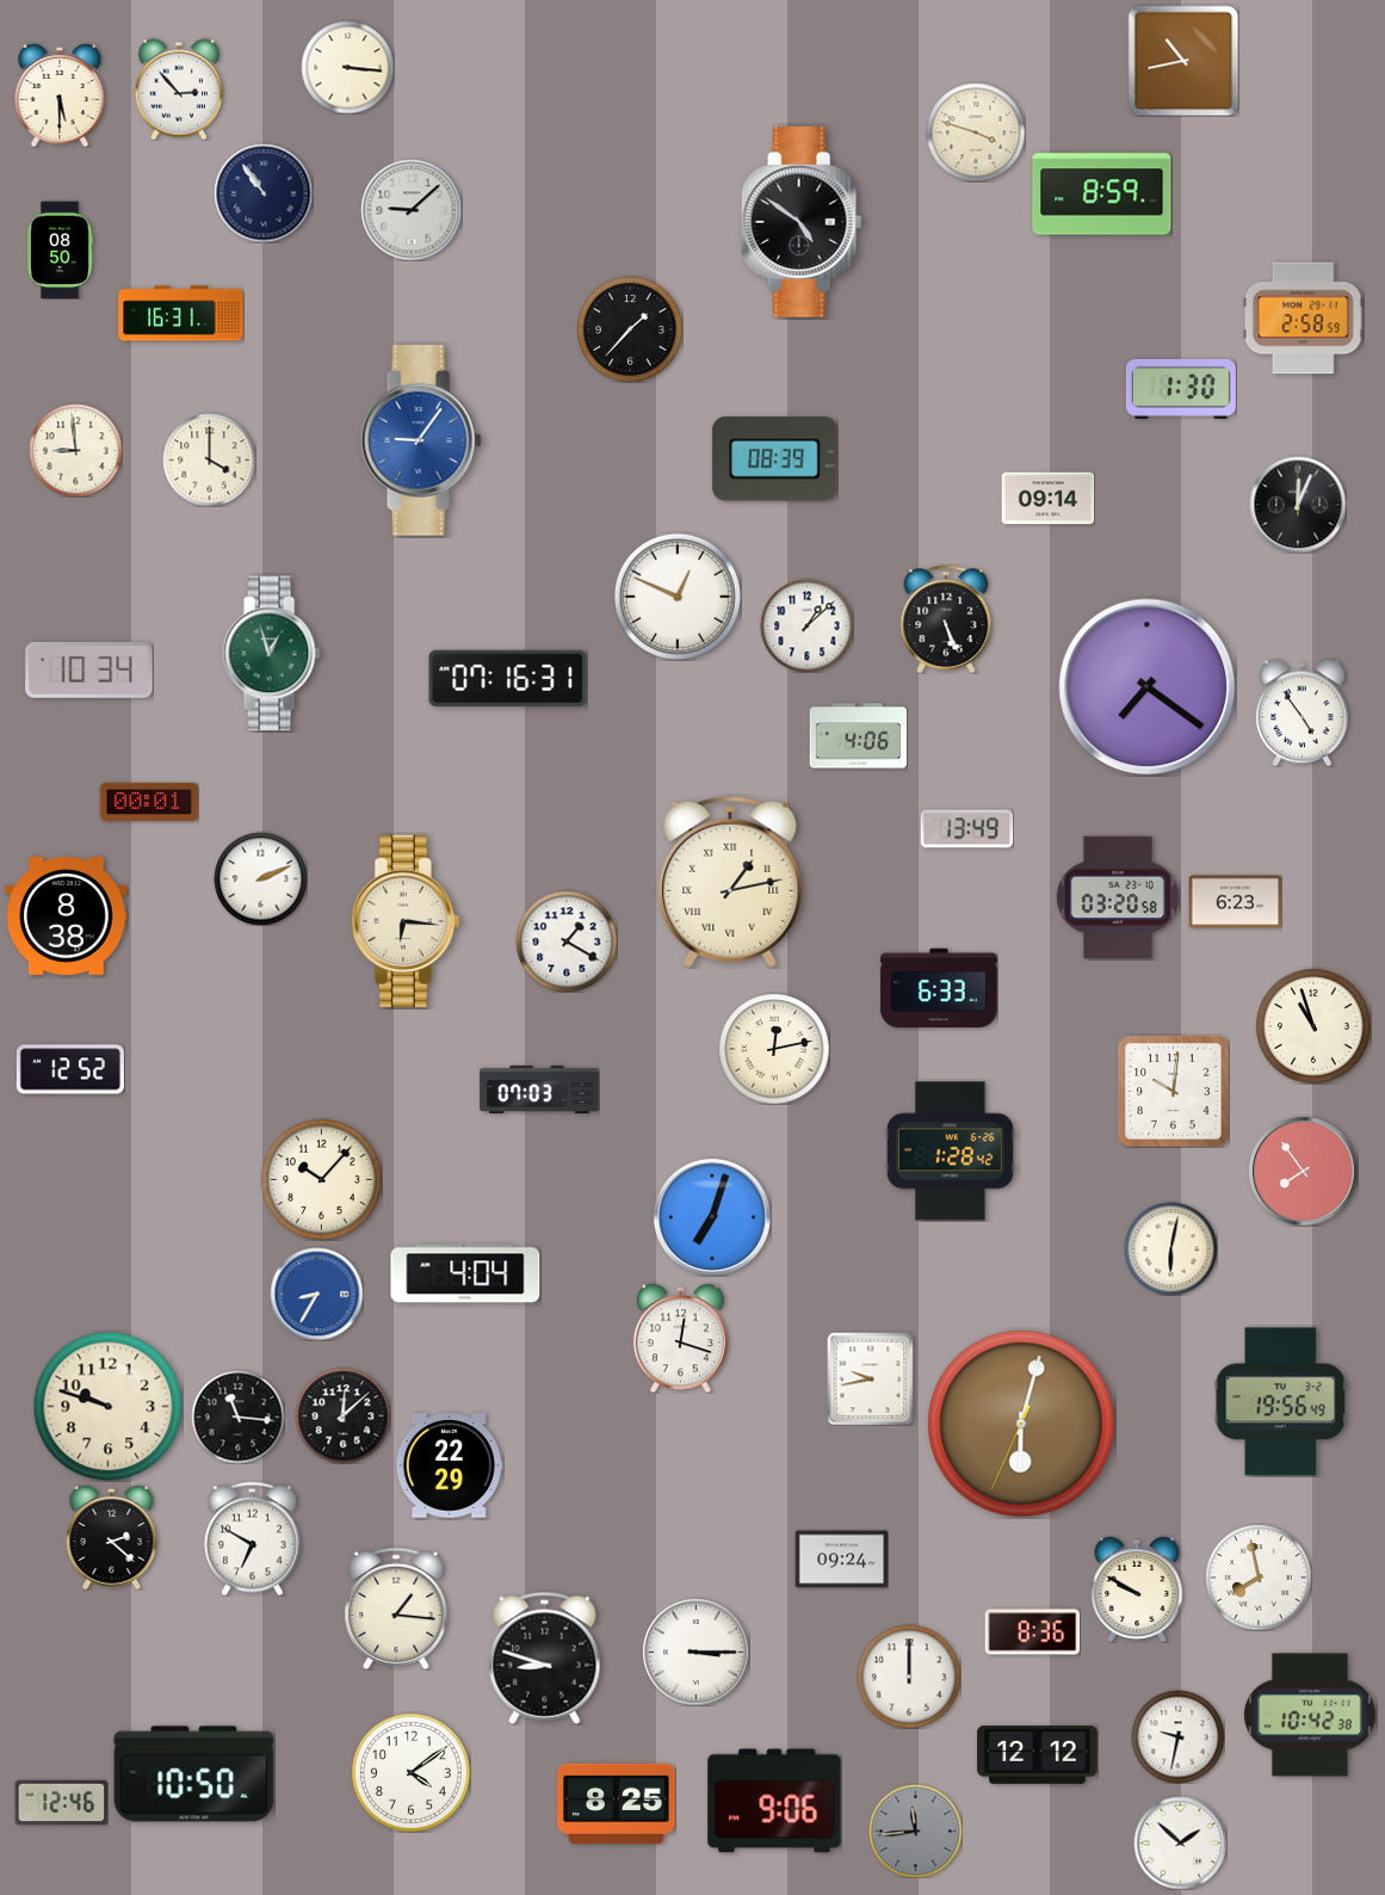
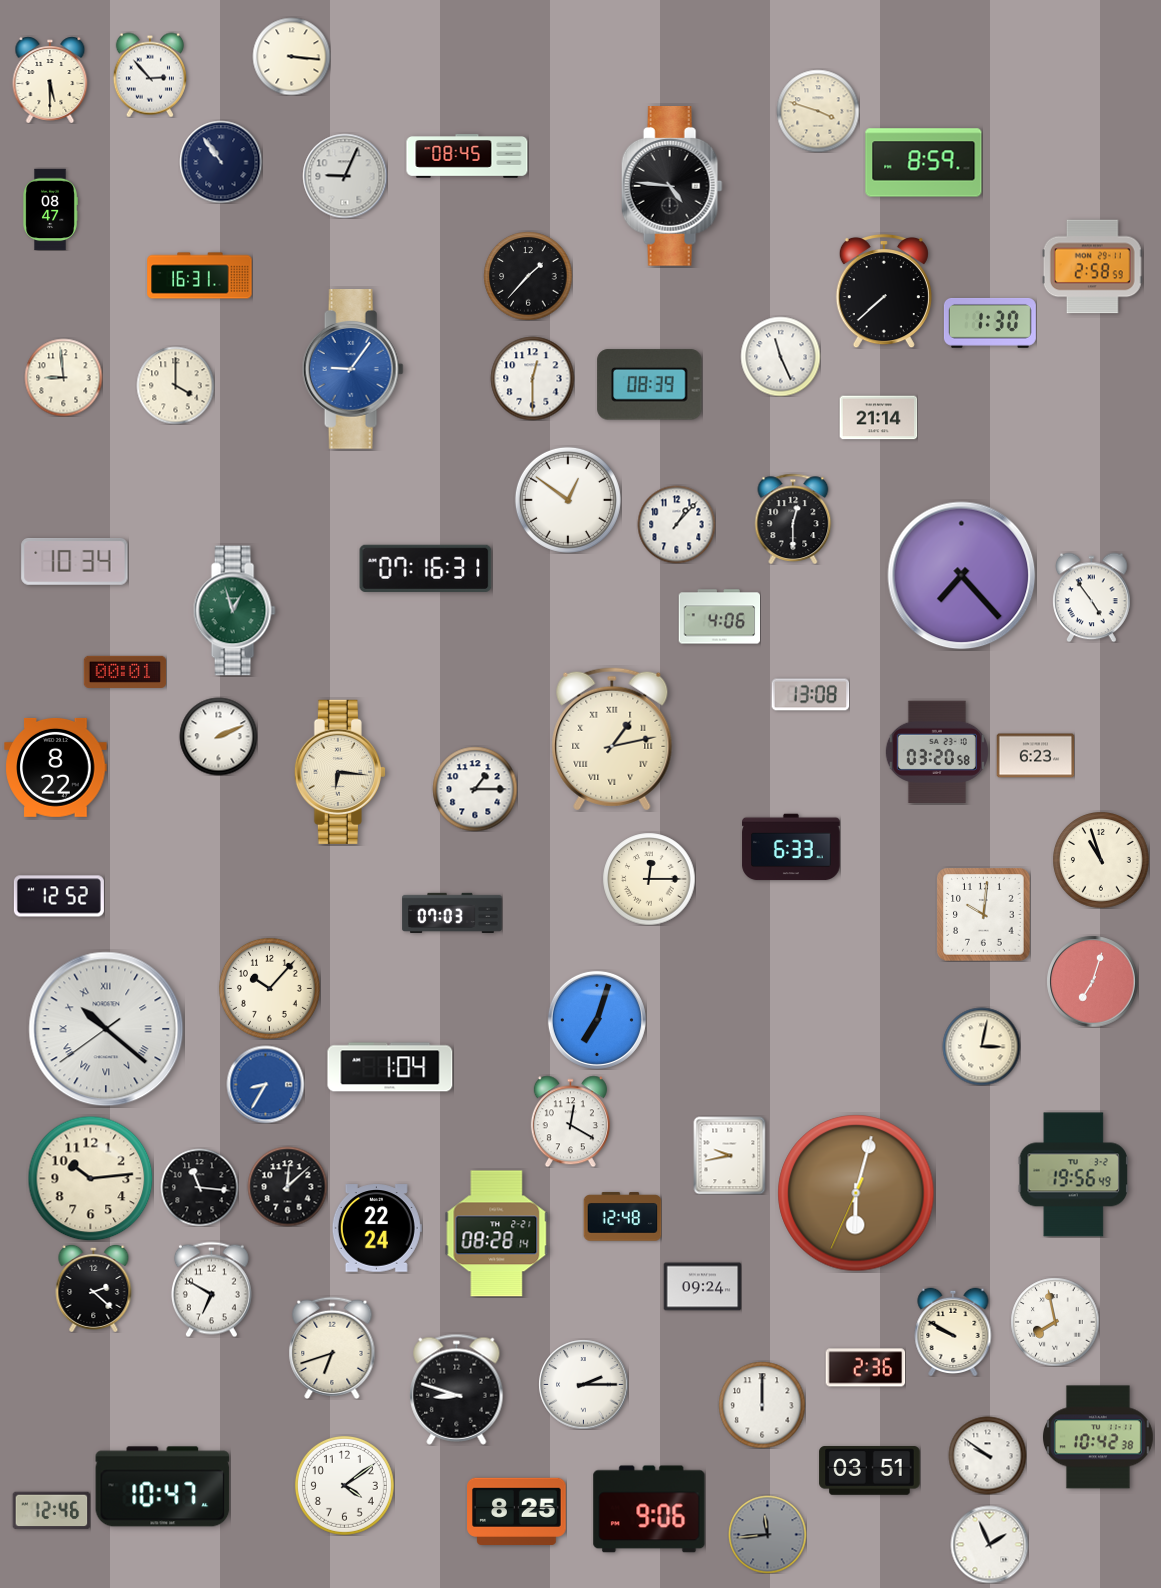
clock at (1183, 61): 10:43 -> none
clock at (467, 156): none -> 08:45
clock at (412, 210): 9:08 -> 9:04
clock at (802, 223): 4:51 -> 4:46
clock at (60, 249): 08:50 -> 08:47
clock at (181, 314) position: (181, 314) -> (200, 276)
clock at (884, 291): none -> 7:38
clock at (1181, 389) position: (1181, 389) -> (990, 323)
clock at (780, 356): none -> 11:26
clock at (532, 378): none -> 12:30
clock at (1047, 499): 09:14 -> 21:14
clock at (1298, 505): 12:04 -> none
clock at (678, 597): 12:49 -> 12:51
clock at (946, 618): 5:26 -> 12:30
clock at (806, 625): 1:08 -> 1:07
clock at (271, 654) position: (271, 654) -> (234, 611)
clock at (1148, 687): 7:21 -> 7:23
clock at (966, 829): 13:49 -> 13:08
clock at (67, 915): 8:38 -> 8:22
clock at (567, 942): 1:20 -> 1:15
clock at (939, 988) position: (939, 988) -> (791, 847)
clock at (774, 1049): 12:13 -> 12:15
clock at (950, 1152): 1:28 -> none
clock at (1303, 1171): 7:54 -> 7:03
clock at (106, 1029): none -> 10:21
clock at (1170, 1248): 6:02 -> 3:02
clock at (465, 1273): 4:04 -> 1:04
clock at (680, 1338): 12:18 -> 12:20
clock at (107, 1406): 9:48 -> 10:14
clock at (622, 1217): none -> 12:48
clock at (450, 1465): 22:29 -> 22:24
clock at (497, 1234): none -> 08:28
clock at (841, 1560) position: (841, 1560) -> (702, 1287)
clock at (396, 1607): 1:16 -> 6:42
clock at (1032, 1632): 8:36 -> 2:36
clock at (695, 1652): 3:15 -> 2:15
clock at (1177, 1736): 9:32 -> 9:51
clock at (1038, 1755): 12:12 -> 03:51
clock at (194, 1774): 10:50 -> 10:47
clock at (1180, 1842): 1:52 -> 1:56
